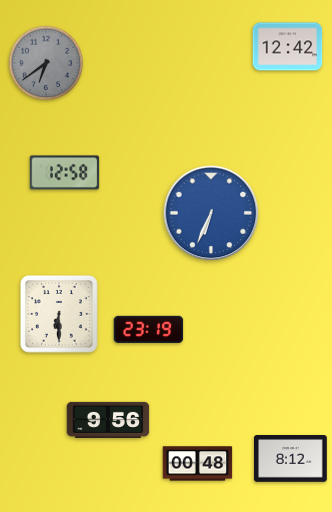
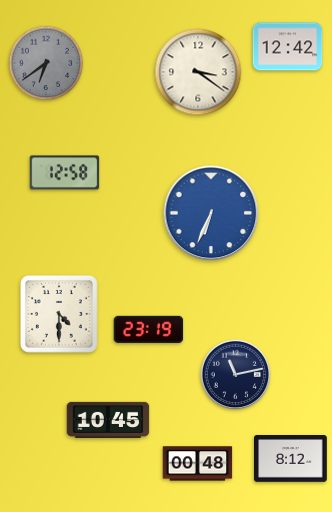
clock at (198, 72): none -> 3:21
clock at (59, 314): 6:30 -> 4:30
clock at (236, 375): none -> 11:13
clock at (108, 420): 9:56 -> 10:45
